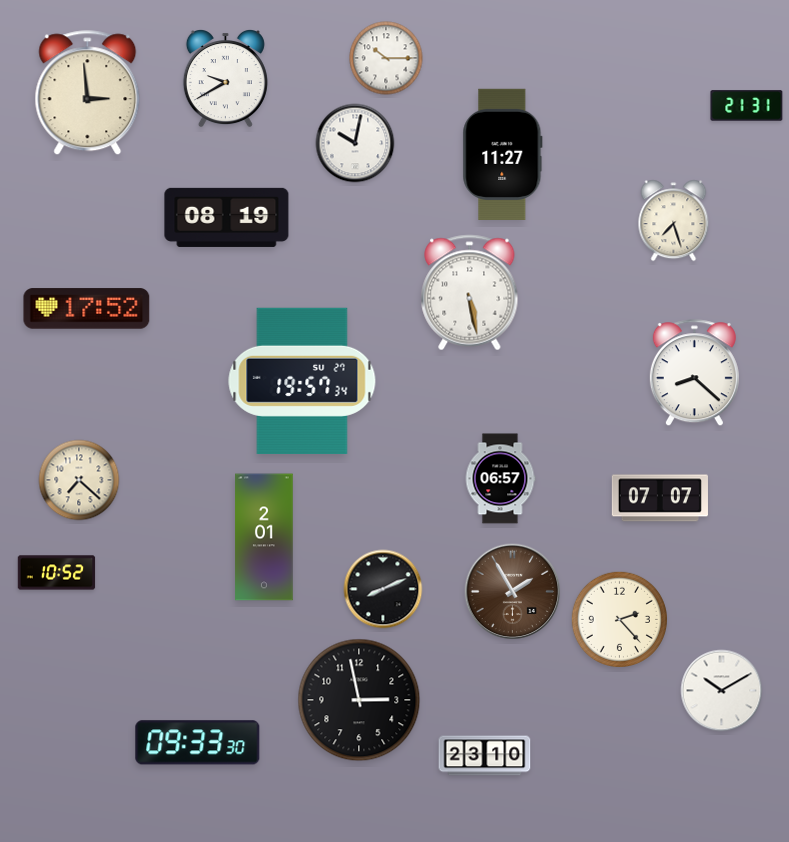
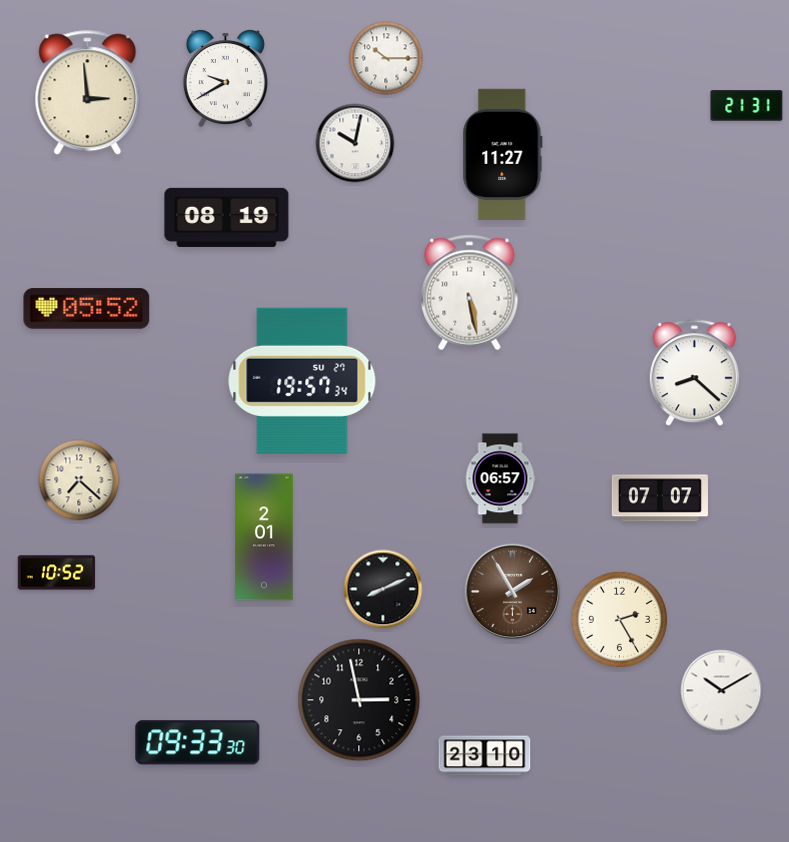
clock at (674, 221): 7:27 -> none
clock at (87, 309): 17:52 -> 05:52
clock at (619, 619): 2:23 -> 2:25
